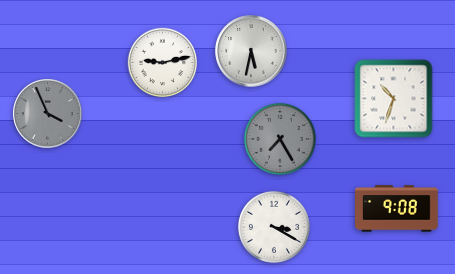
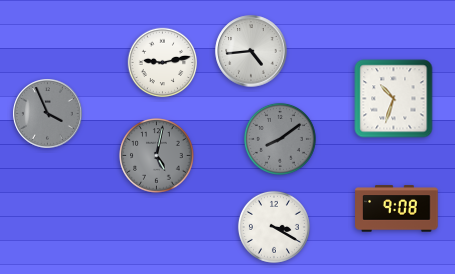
clock at (251, 51): 5:32 -> 4:44
clock at (280, 139): 7:25 -> 8:09
clock at (157, 156): none -> 5:02
